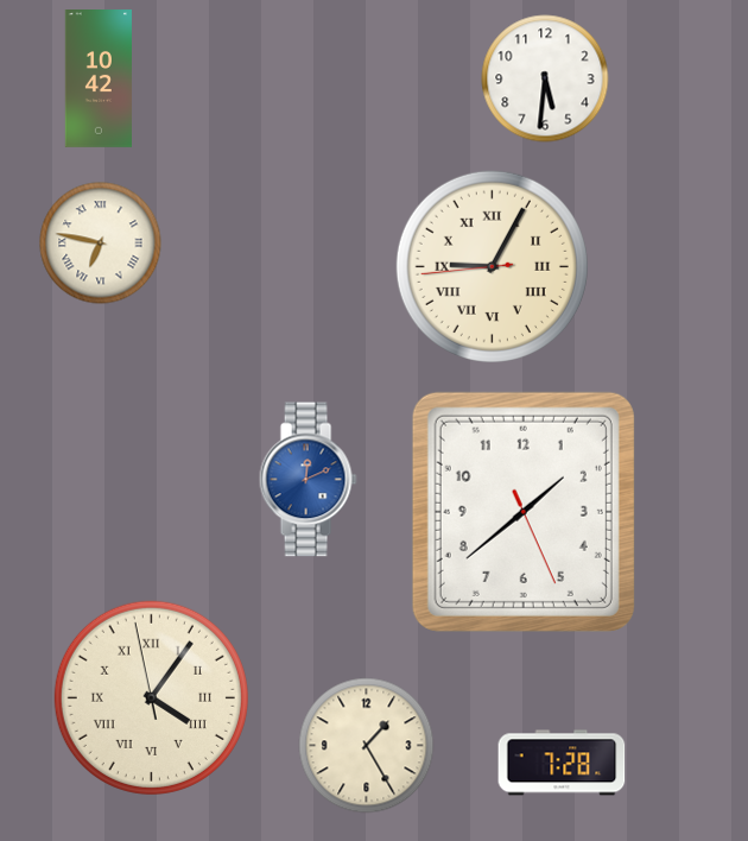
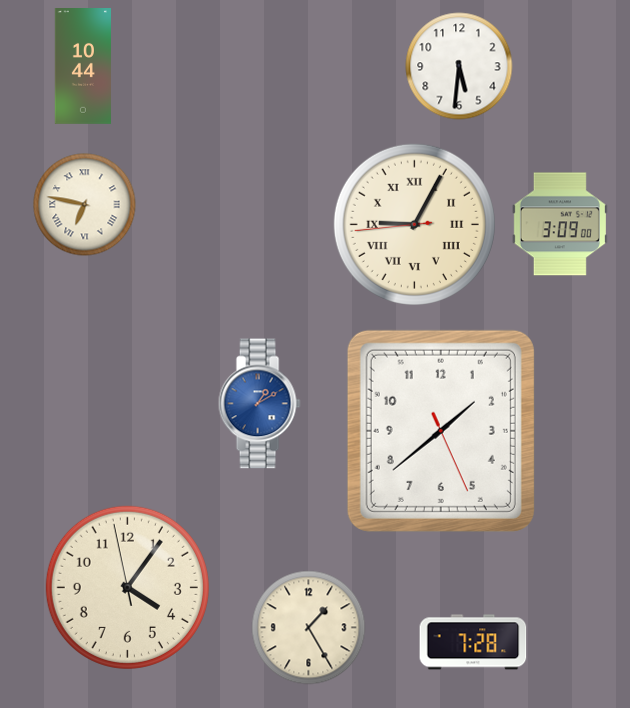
clock at (97, 78): 10:42 -> 10:44
clock at (560, 224): none -> 3:09
clock at (308, 480): 12:11 -> 1:10
clock at (151, 697) numerals: Roman -> Arabic
